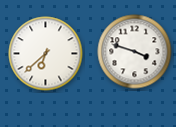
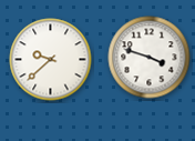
clock at (46, 54): 6:38 -> 9:38
